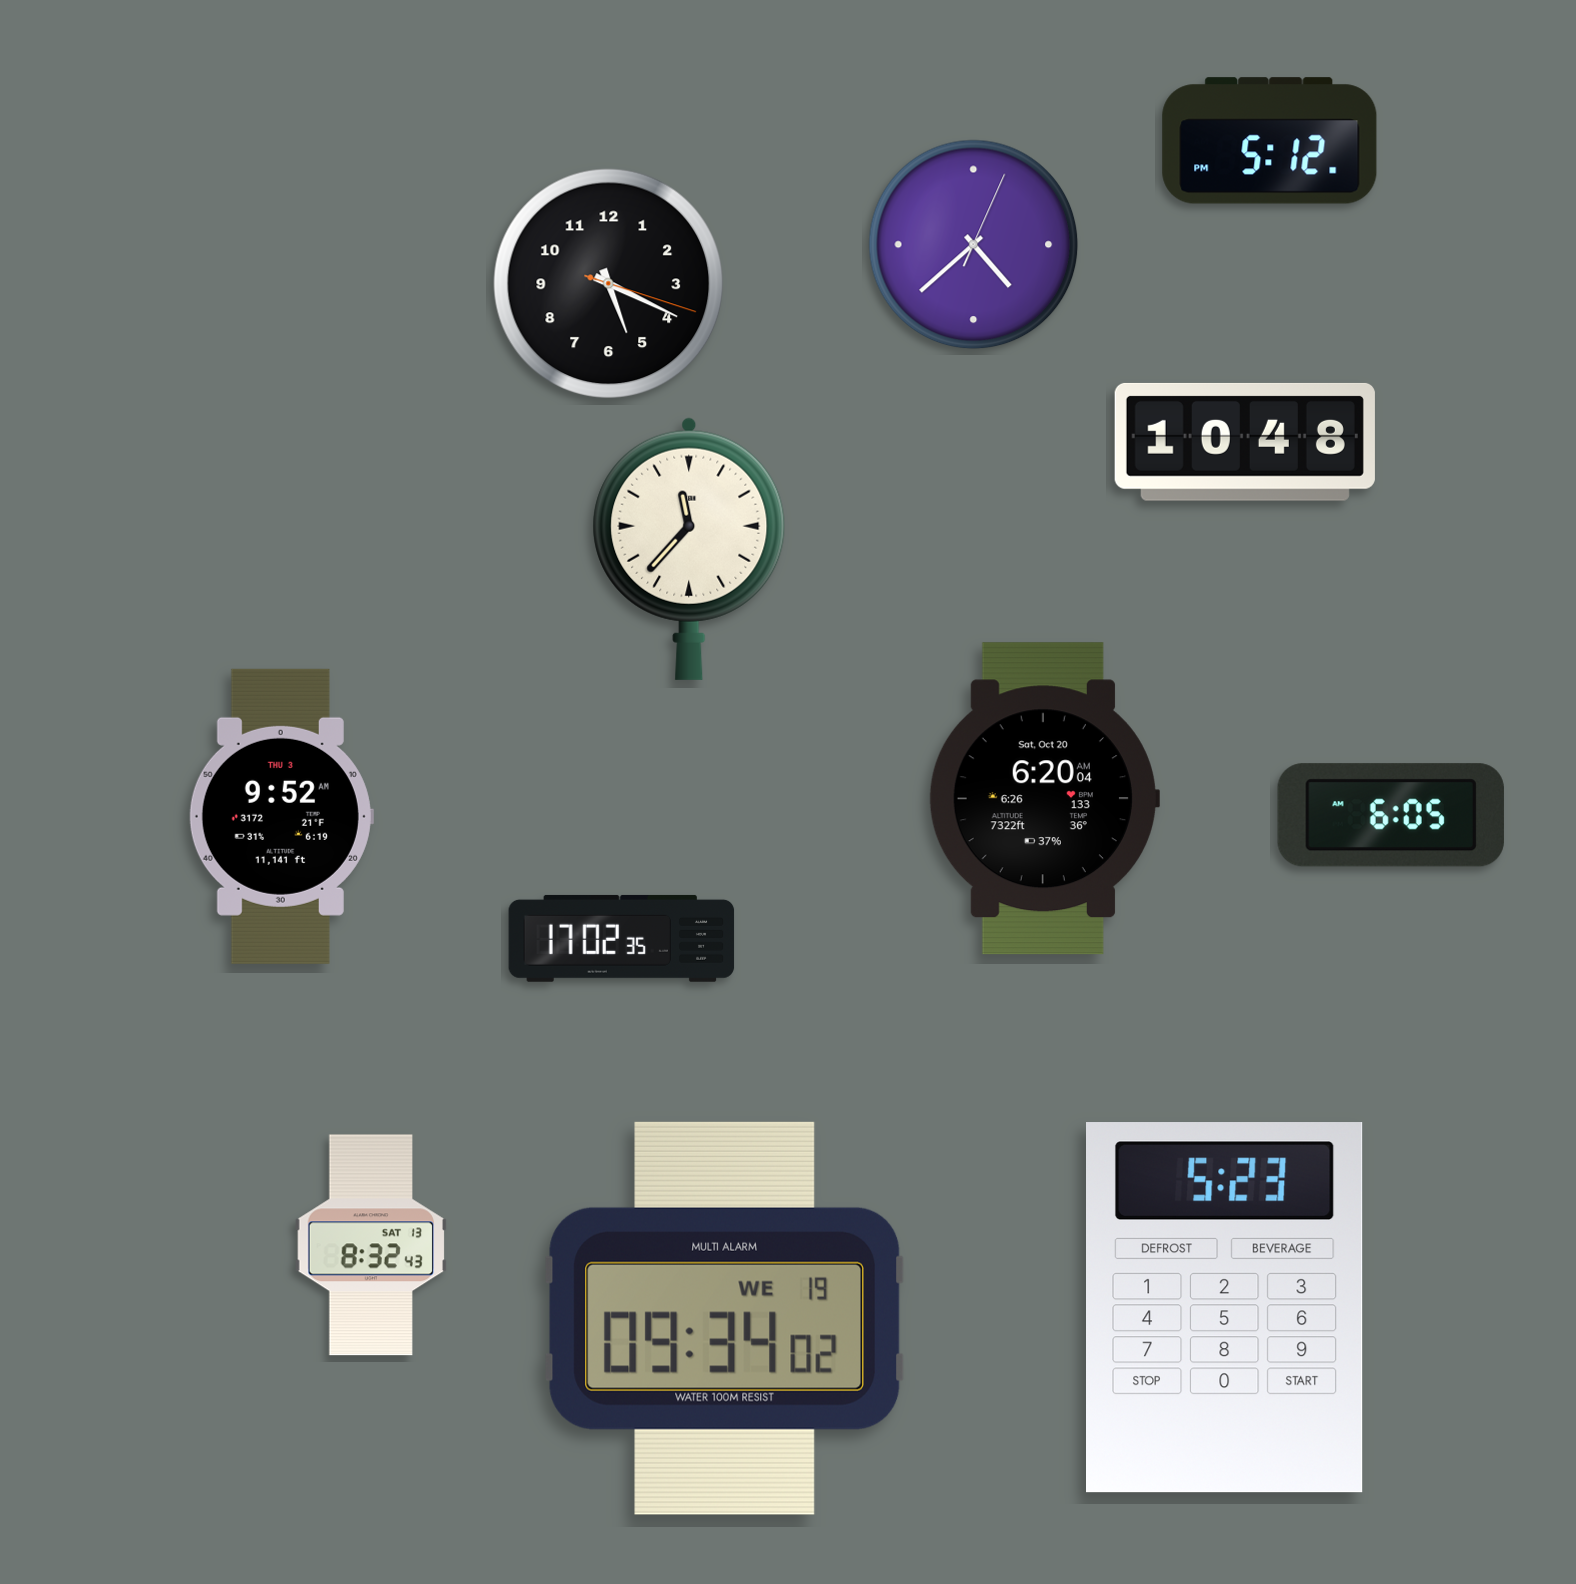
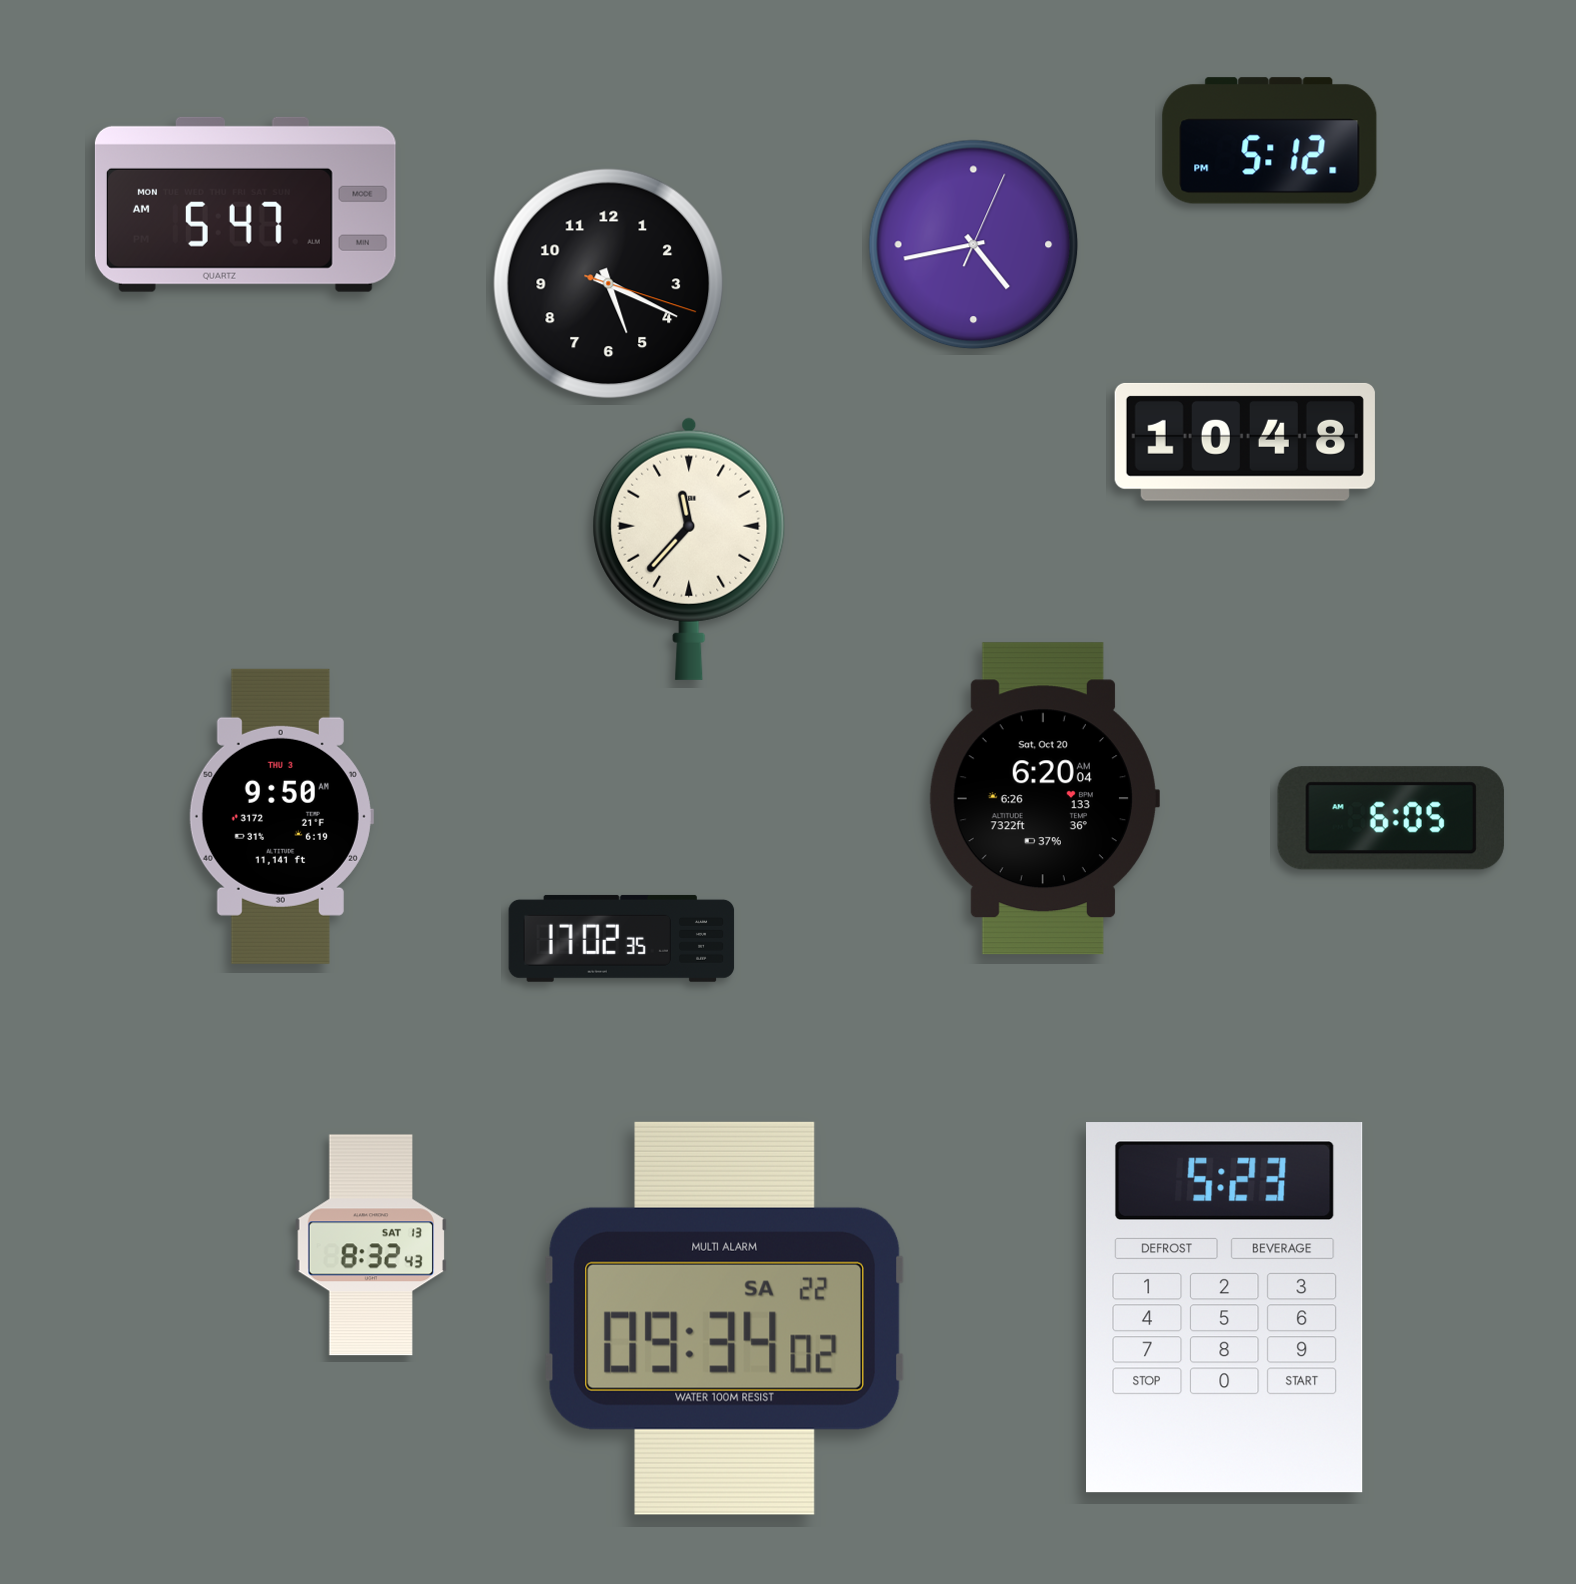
clock at (245, 204): none -> 5:47
clock at (974, 245): 4:38 -> 4:43
clock at (1391, 815) position: (1391, 815) -> (1391, 818)
clock at (281, 816): 9:52 -> 9:50
clock at (725, 1318) date: WE 19 -> SA 22
